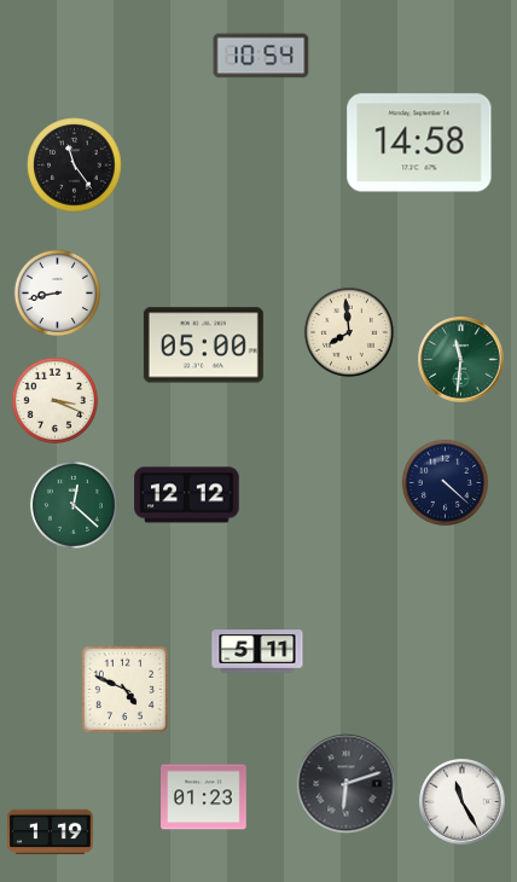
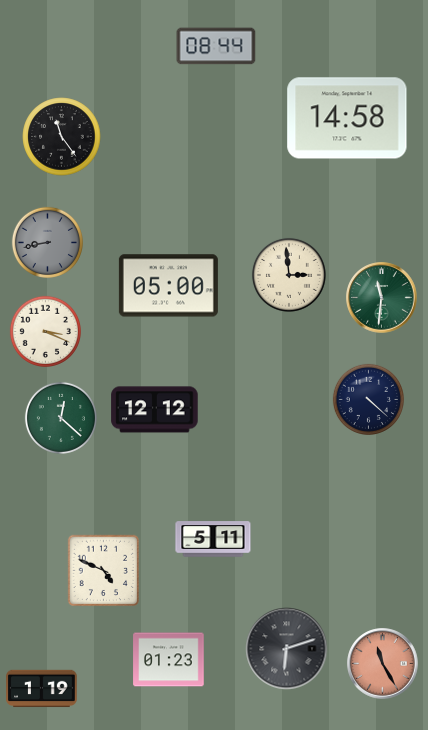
clock at (261, 56): 10:54 -> 08:44
clock at (57, 292) dial: white -> grey
clock at (349, 332): 7:59 -> 2:59
clock at (463, 802) dial: white -> salmon
